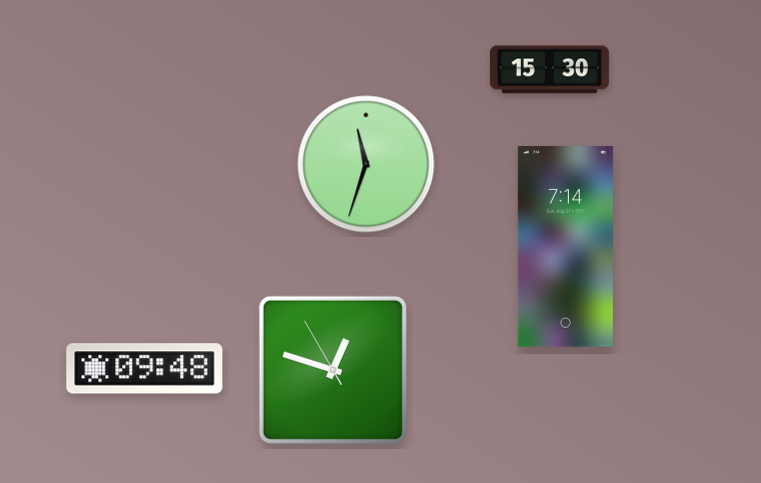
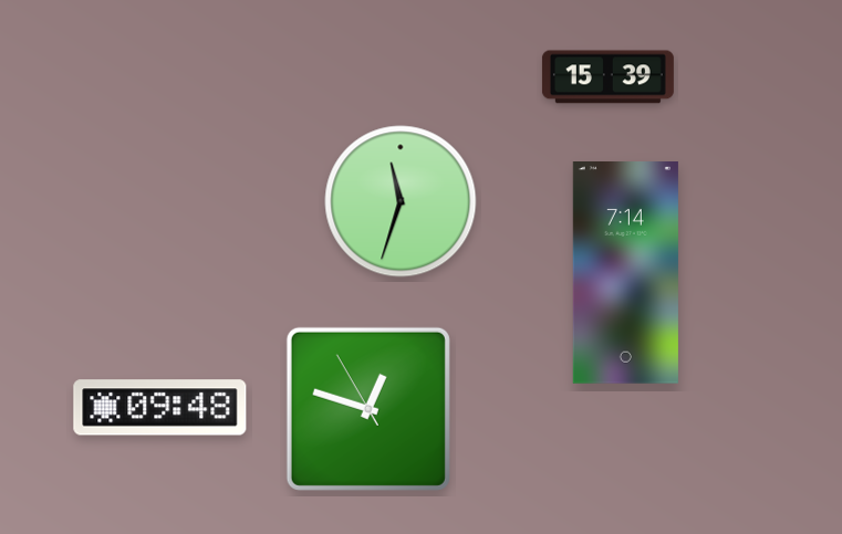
clock at (549, 70): 15:30 -> 15:39
clock at (366, 164) position: (366, 164) -> (401, 201)
